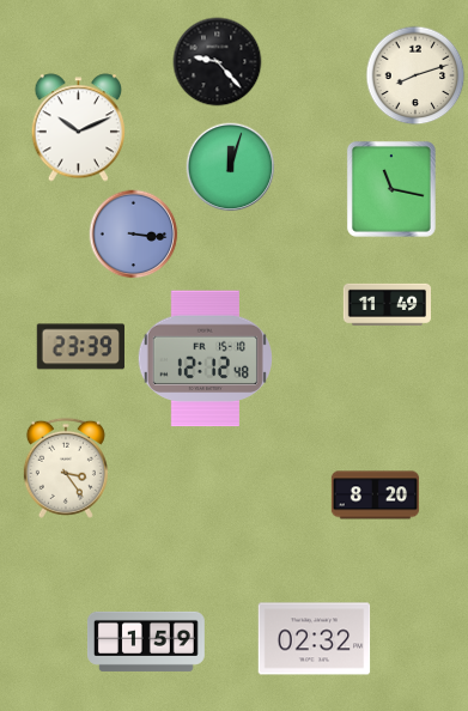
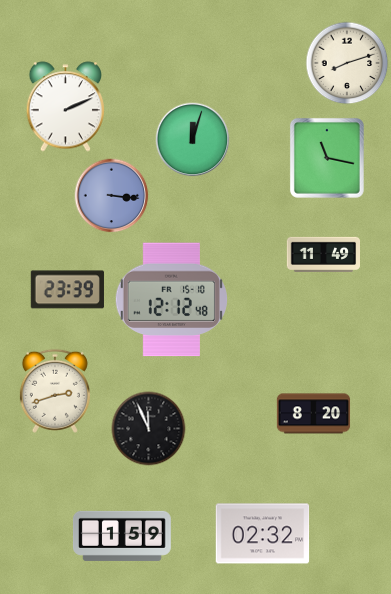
clock at (218, 62): 9:23 -> none
clock at (79, 128): 10:11 -> 2:11
clock at (66, 468): 3:24 -> 2:42
clock at (149, 429): none -> 11:56
